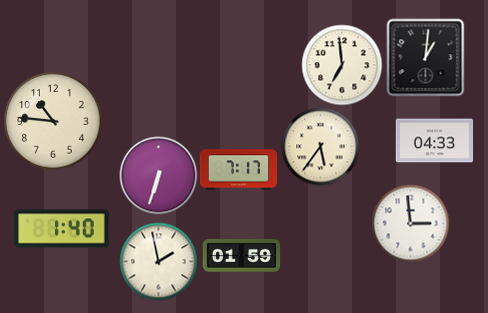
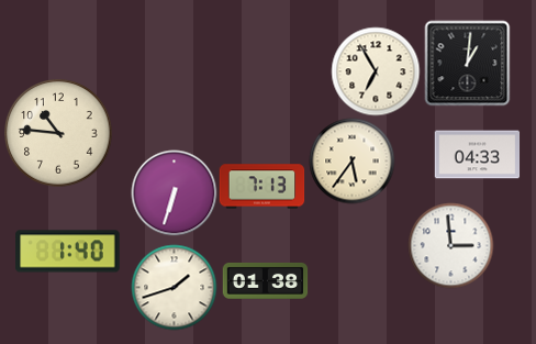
clock at (342, 65): 6:59 -> 6:55
clock at (238, 170): 7:17 -> 7:13
clock at (241, 255): 01:59 -> 01:38
clock at (158, 261): 1:58 -> 1:42
